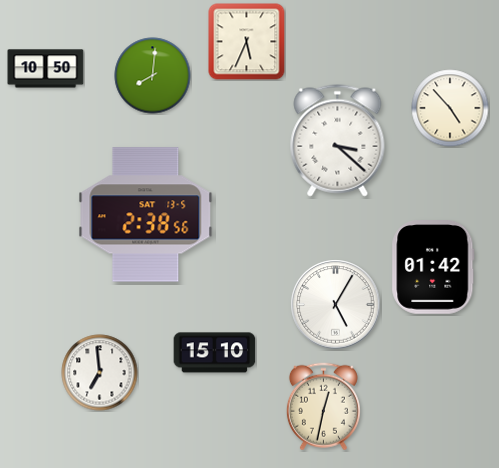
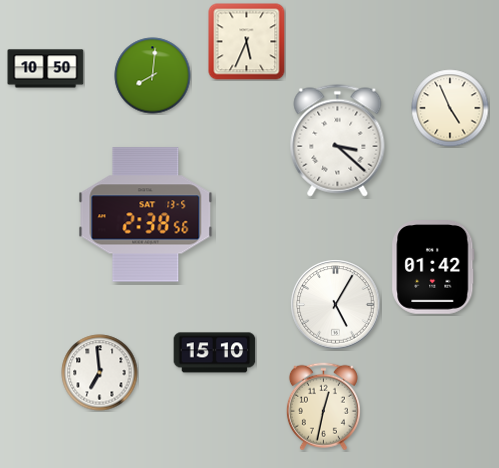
clock at (450, 108): 4:53 -> 4:56
